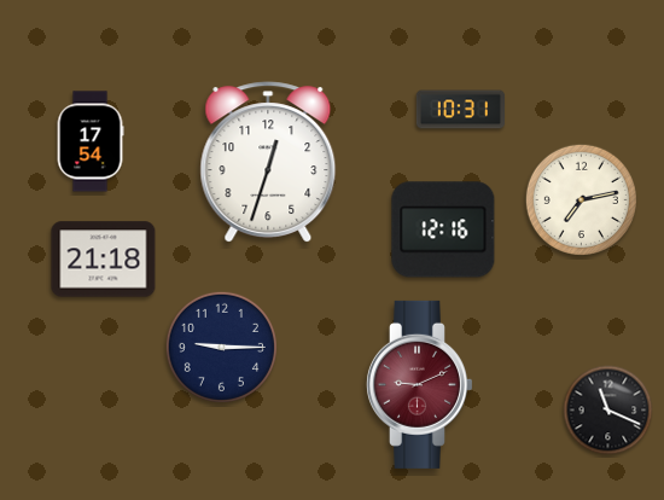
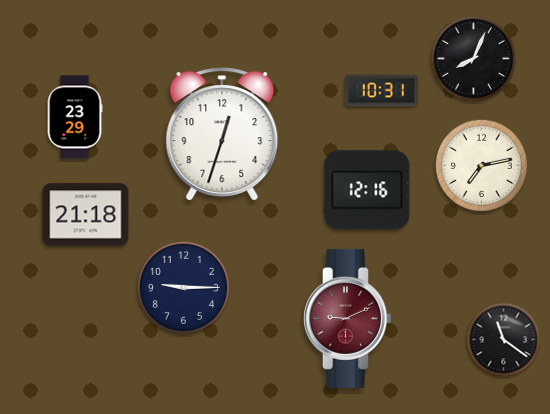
clock at (474, 59): none -> 8:04
clock at (91, 141): 17:54 -> 23:29
clock at (608, 411): 11:19 -> 11:21
